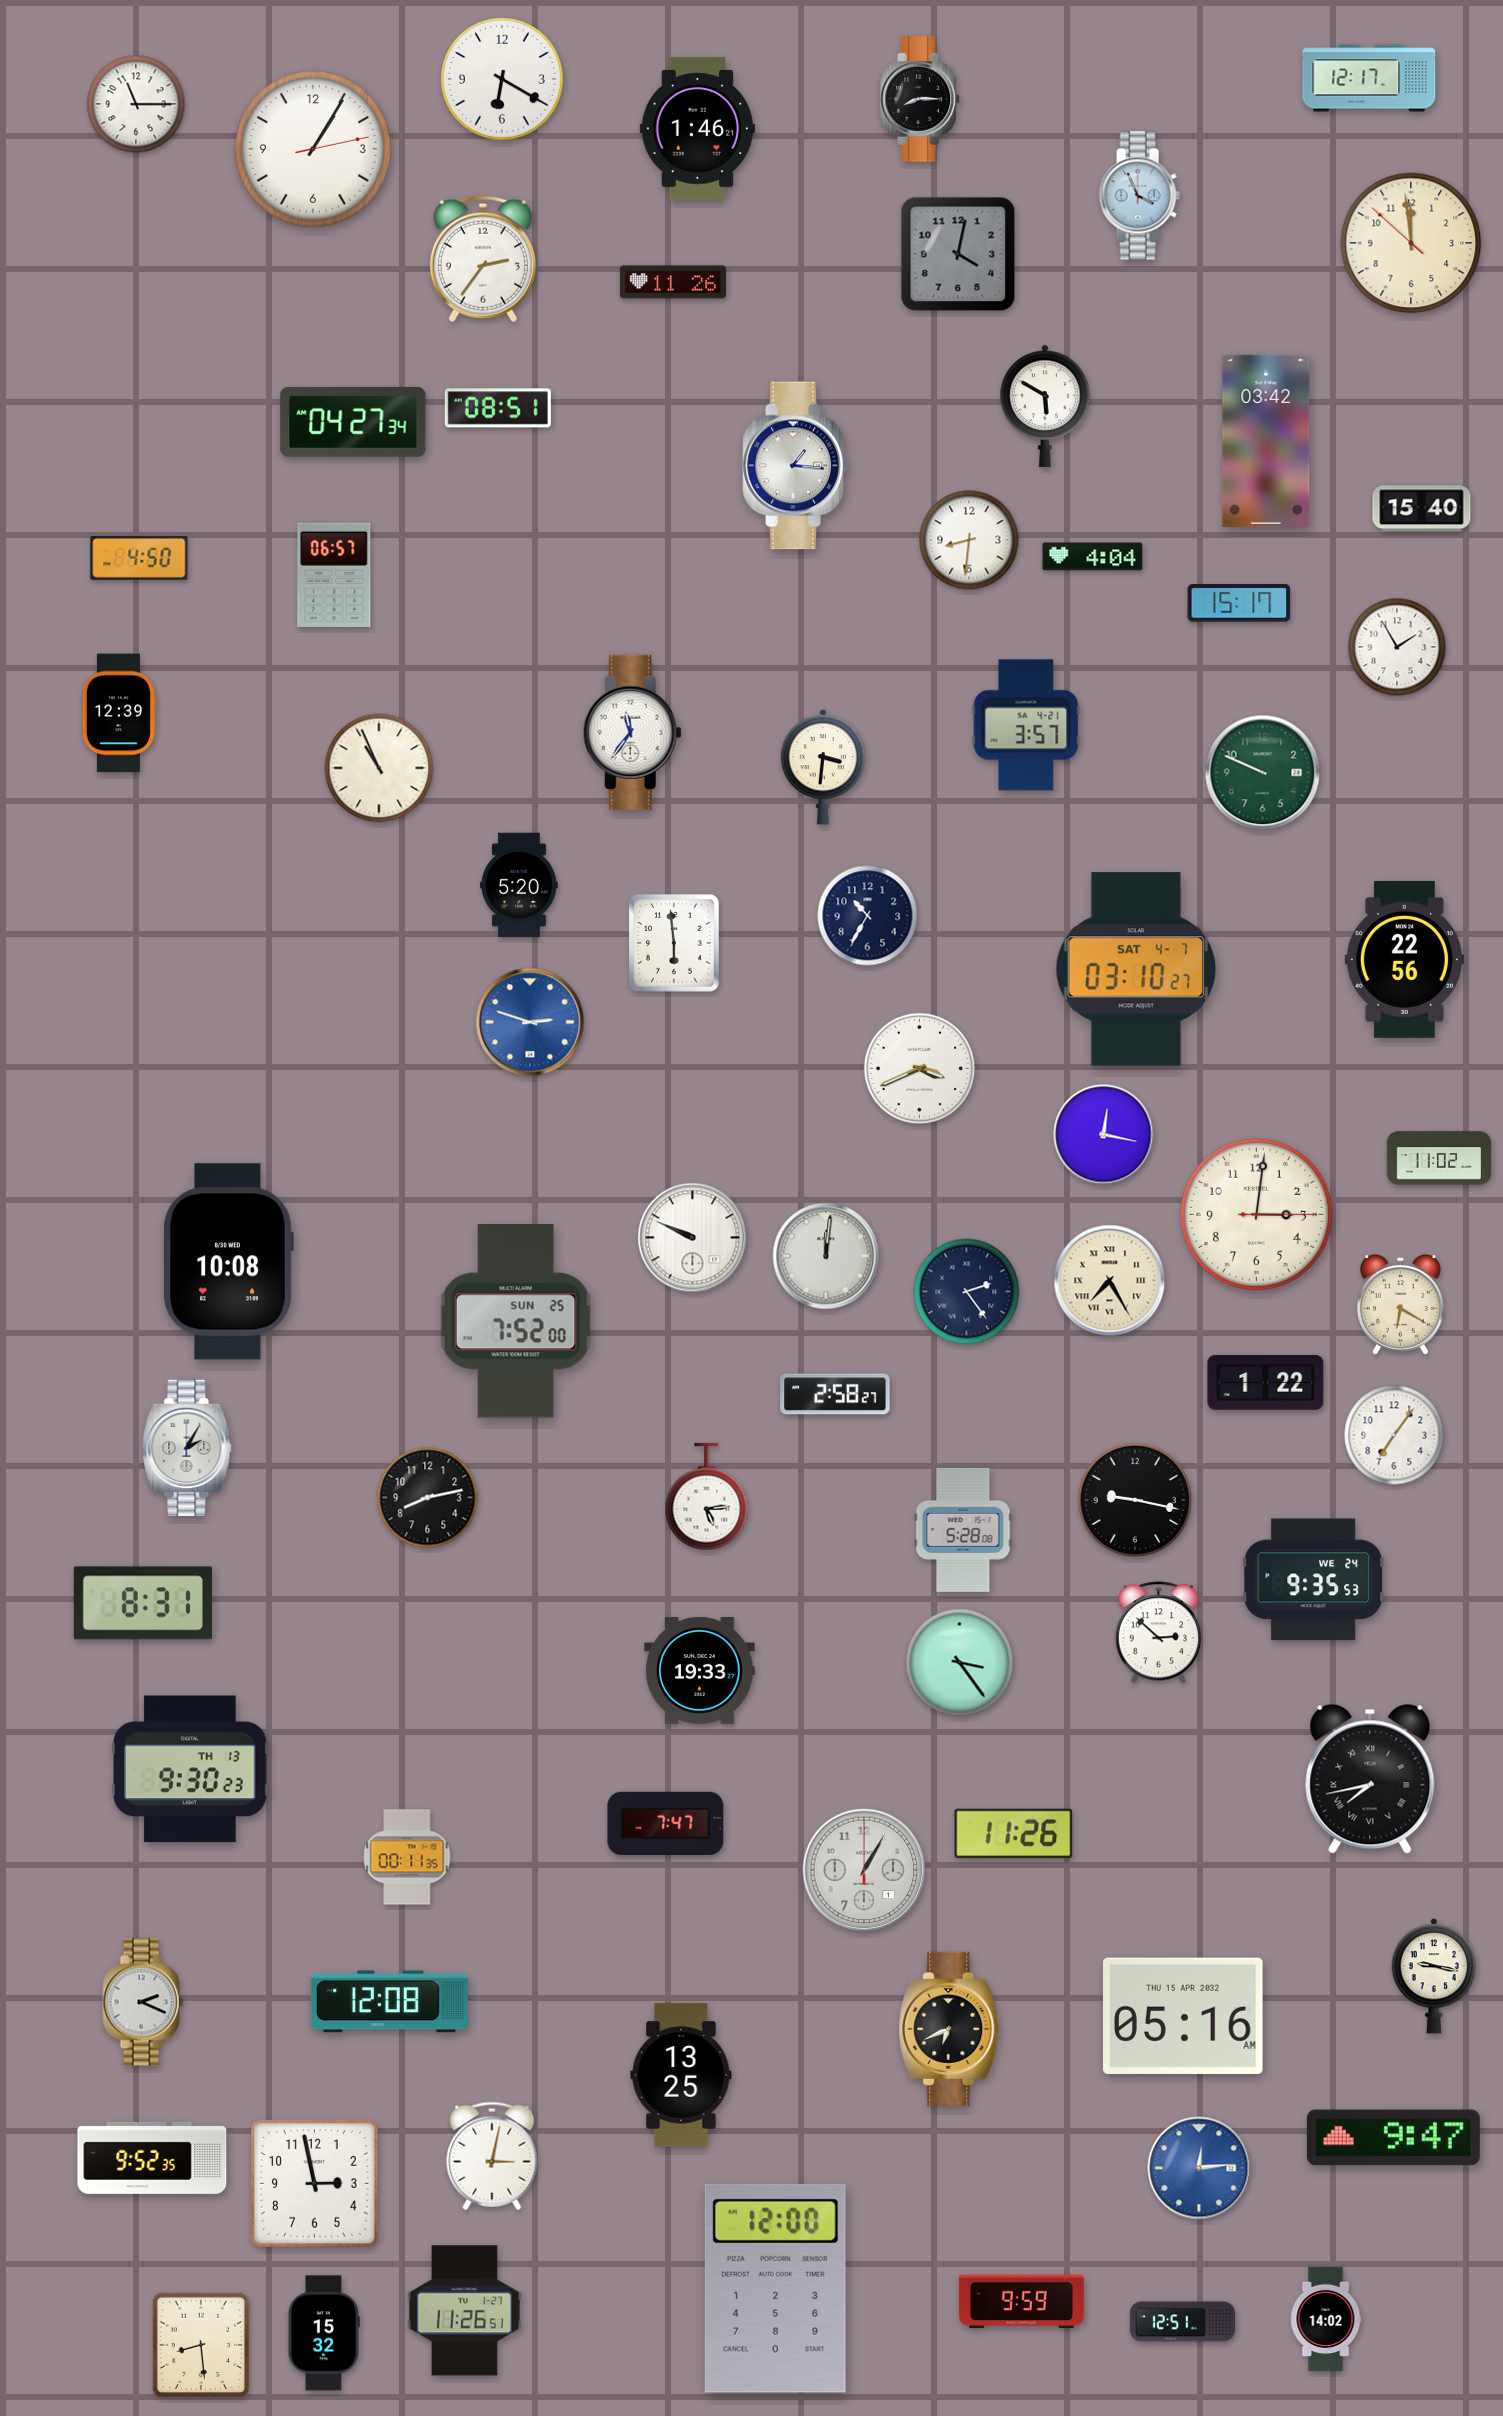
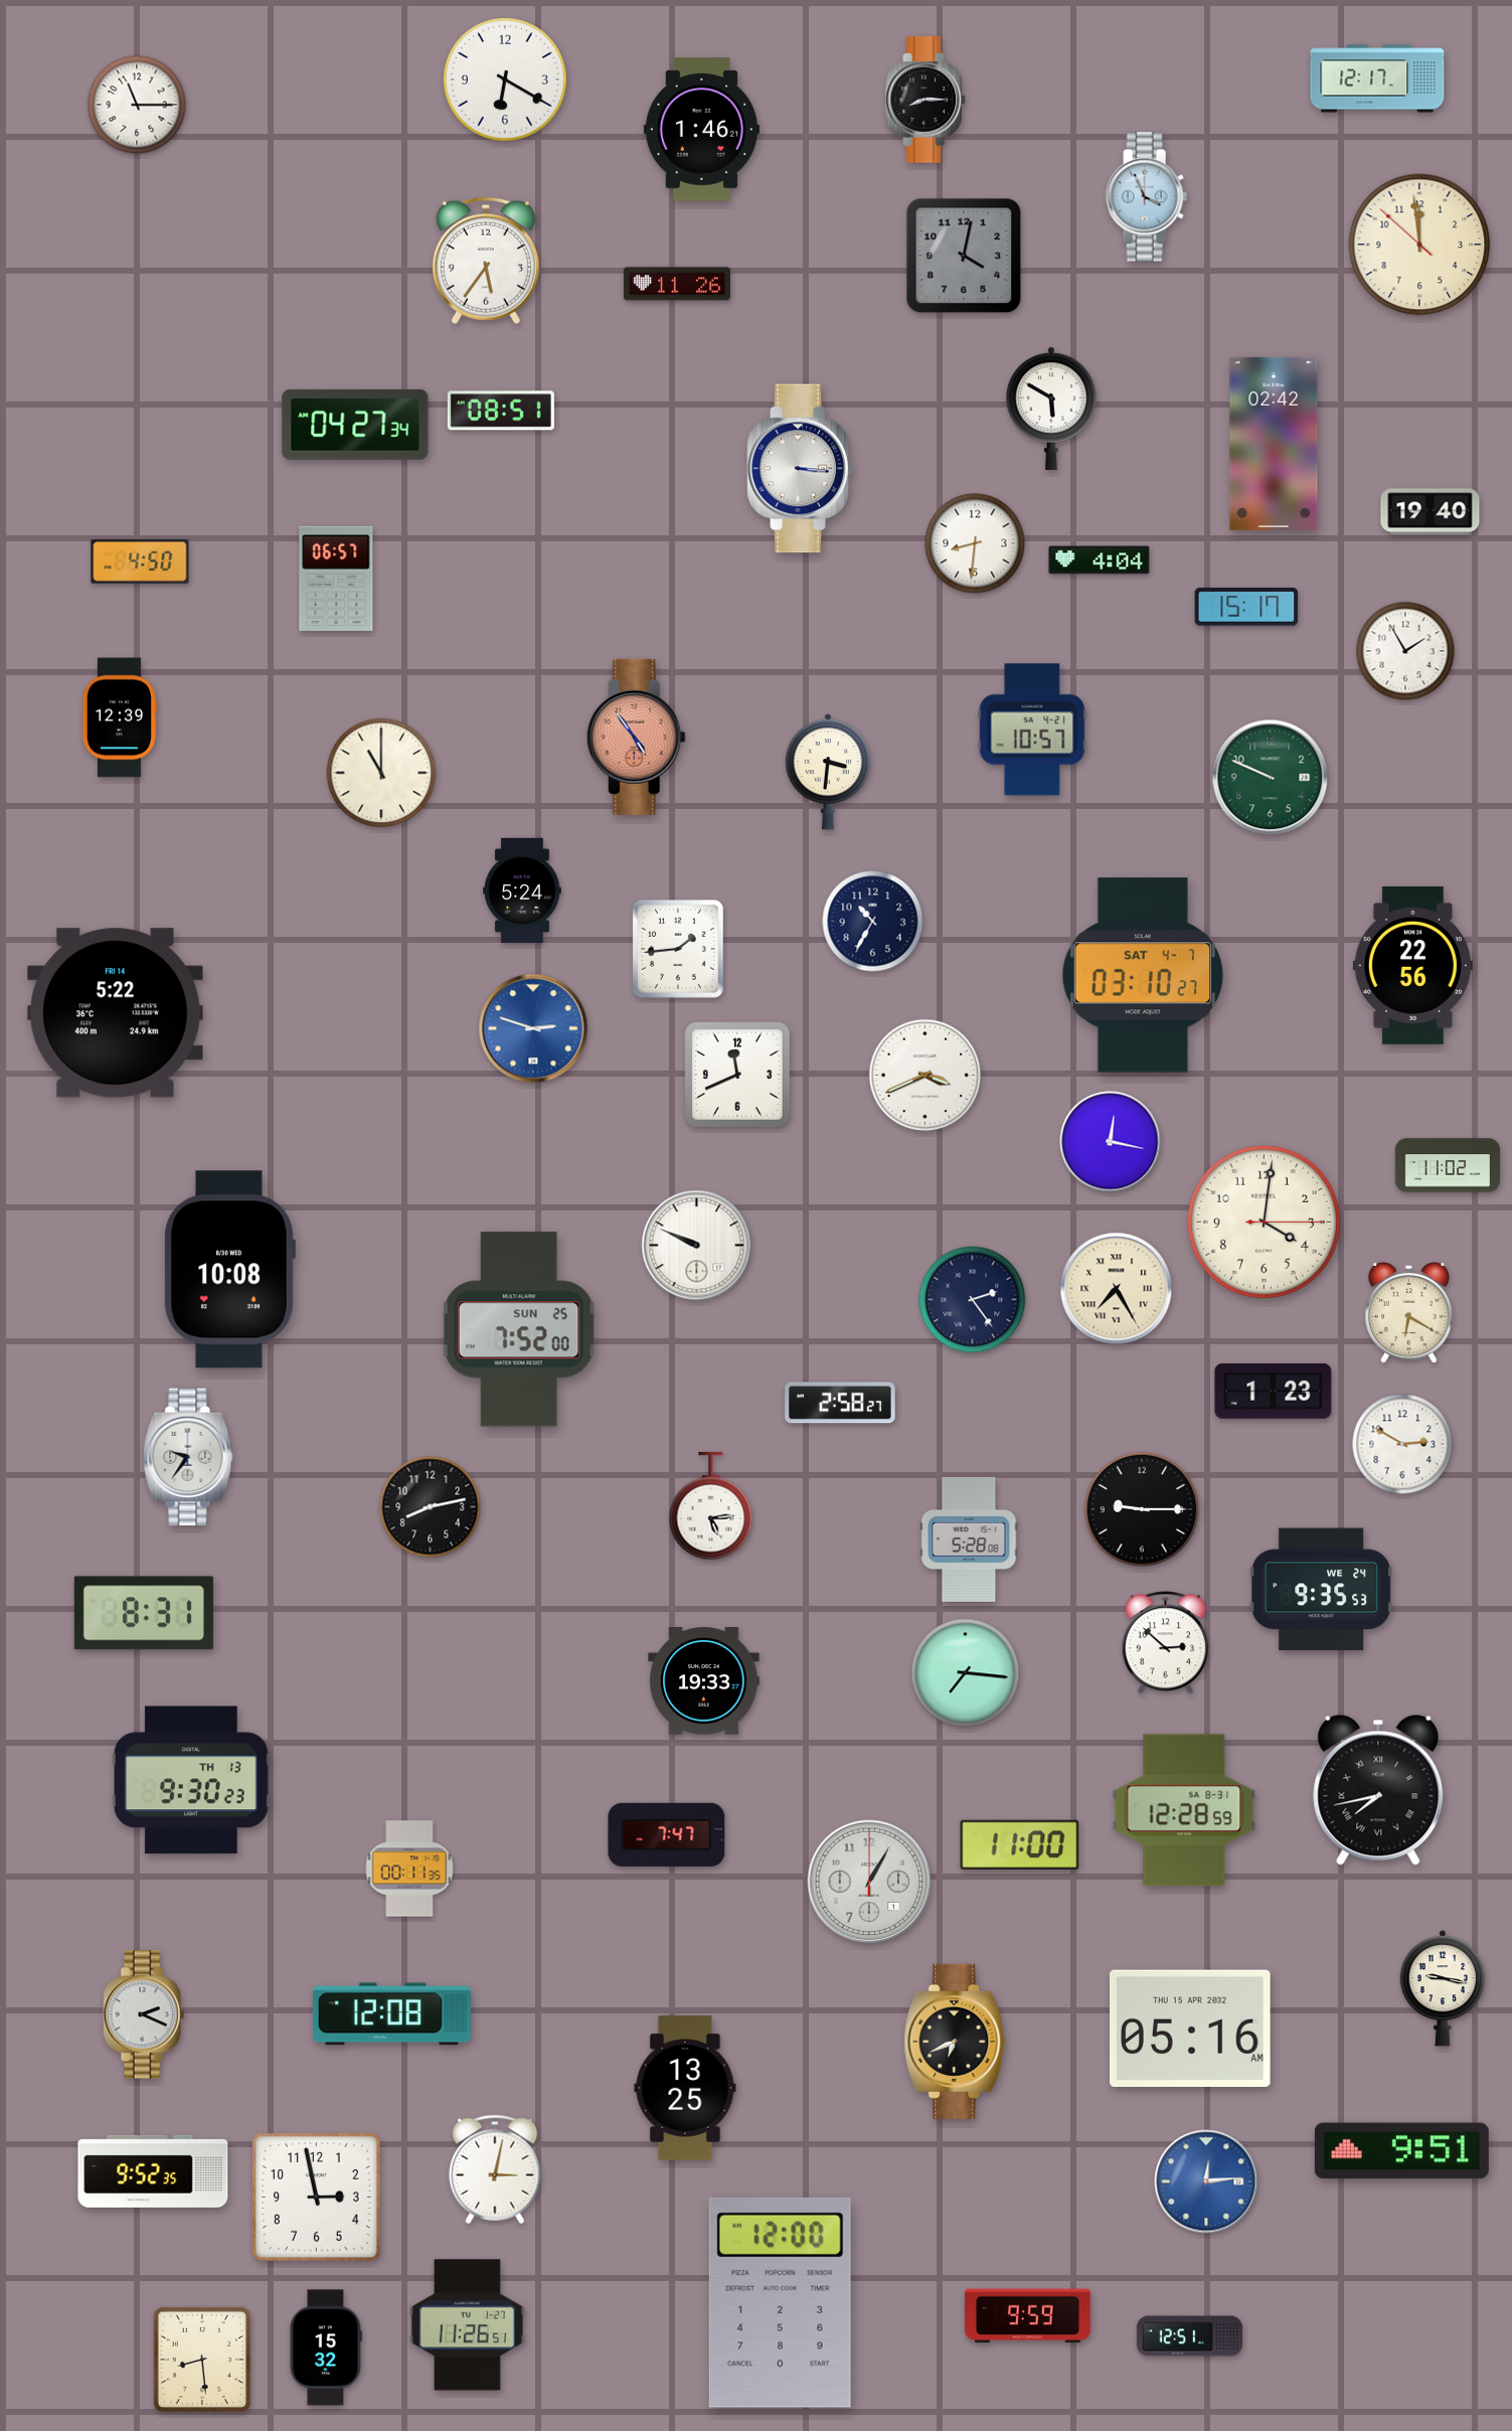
clock at (314, 150): 1:05 -> none
clock at (483, 259): 2:36 -> 5:36
clock at (1266, 441): 03:42 -> 02:42
clock at (796, 466): 1:16 -> 3:16
clock at (1422, 509): 15:40 -> 19:40
clock at (1026, 725): 3:57 -> 10:57
clock at (632, 732): 11:36 -> 4:54
clock at (632, 732) dial: white -> salmon
clock at (379, 768): 10:56 -> 11:00
clock at (520, 885): 5:20 -> 5:24
clock at (674, 943): 5:59 -> 1:44
clock at (115, 1013): none -> 5:22
clock at (737, 1075): none -> 11:41
clock at (1256, 1214): 3:01 -> 4:01
clock at (826, 1256): 12:01 -> none
clock at (1266, 1383): 1:22 -> 1:23
clock at (1394, 1435): 7:06 -> 2:50
clock at (187, 1448): 2:05 -> 9:36
clock at (1134, 1499): 9:17 -> 9:15
clock at (960, 1663): 3:24 -> 7:16
clock at (1184, 1810): none -> 12:28
clock at (666, 1823) position: (666, 1823) -> (667, 1834)
clock at (1014, 1834): 11:26 -> 11:00
clock at (1393, 2138): 9:47 -> 9:51
clock at (1326, 2319): 14:02 -> none
